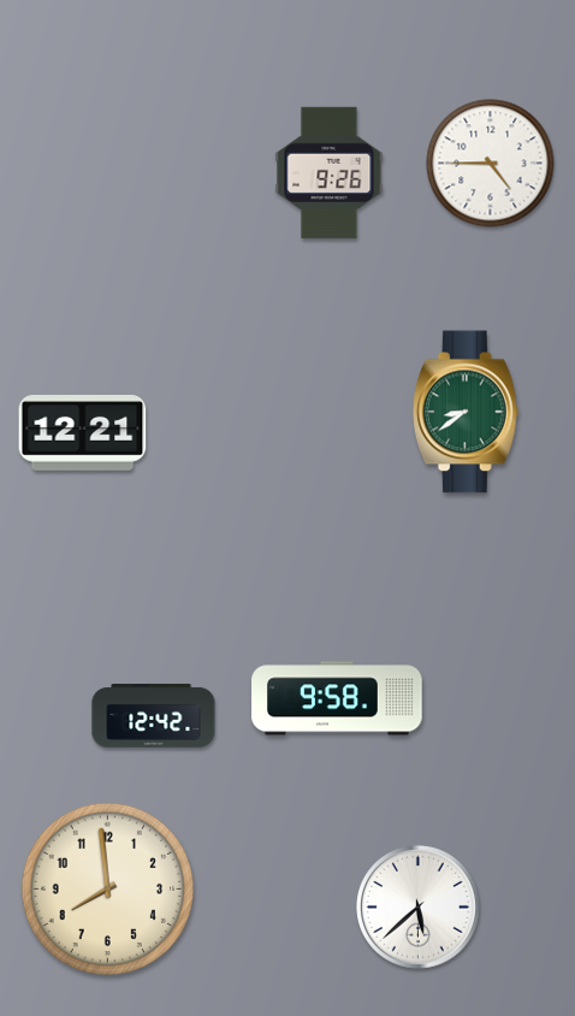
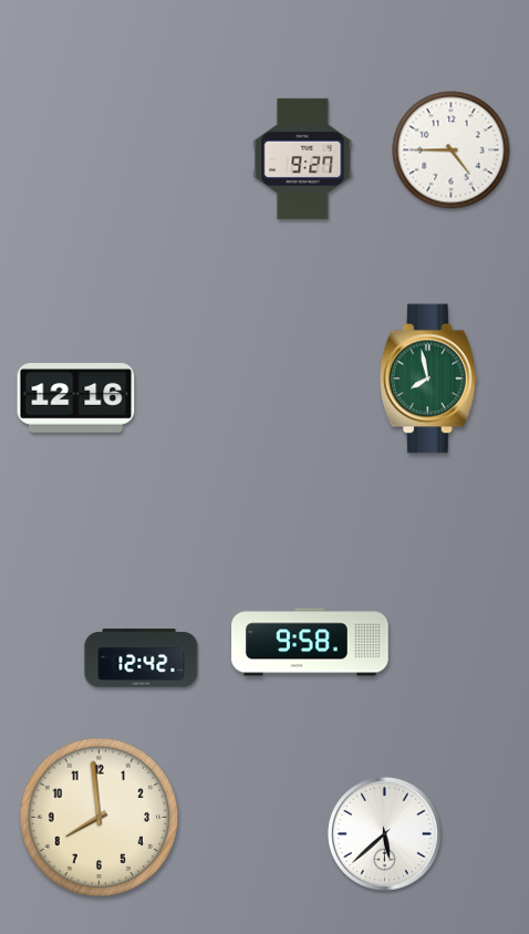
clock at (330, 172): 9:26 -> 9:27
clock at (466, 412): 8:39 -> 7:58
clock at (83, 433): 12:21 -> 12:16
